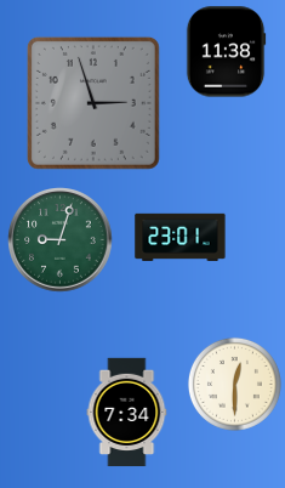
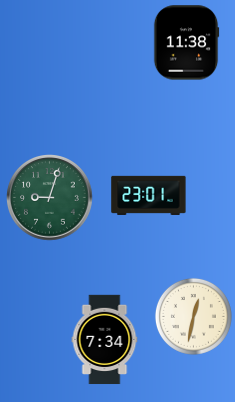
clock at (93, 103): 2:57 -> none
clock at (234, 384): 12:30 -> 12:32
